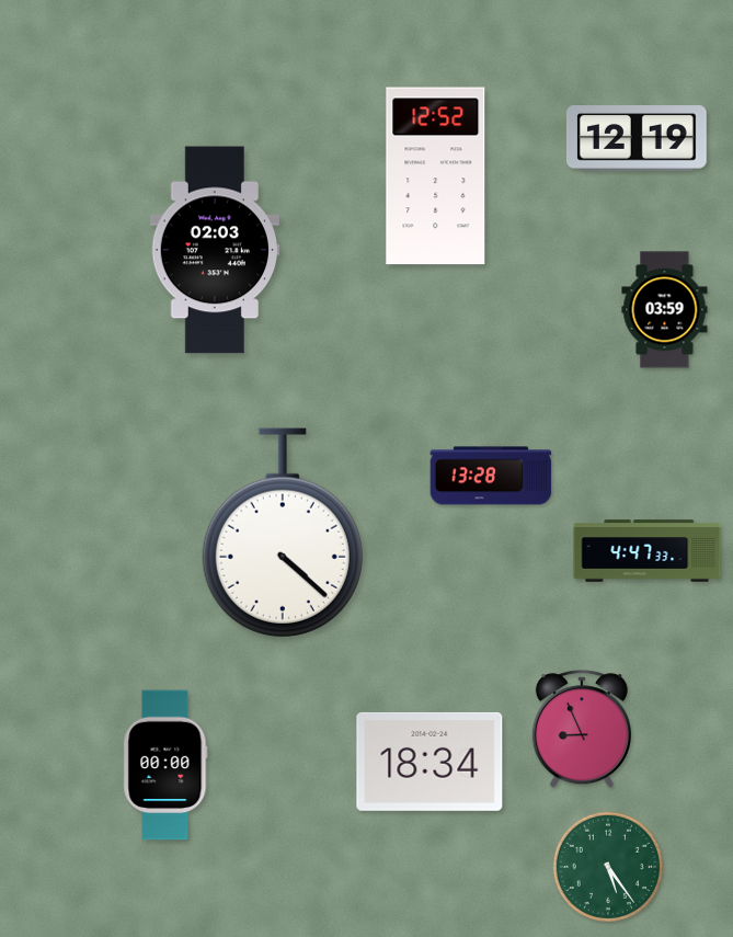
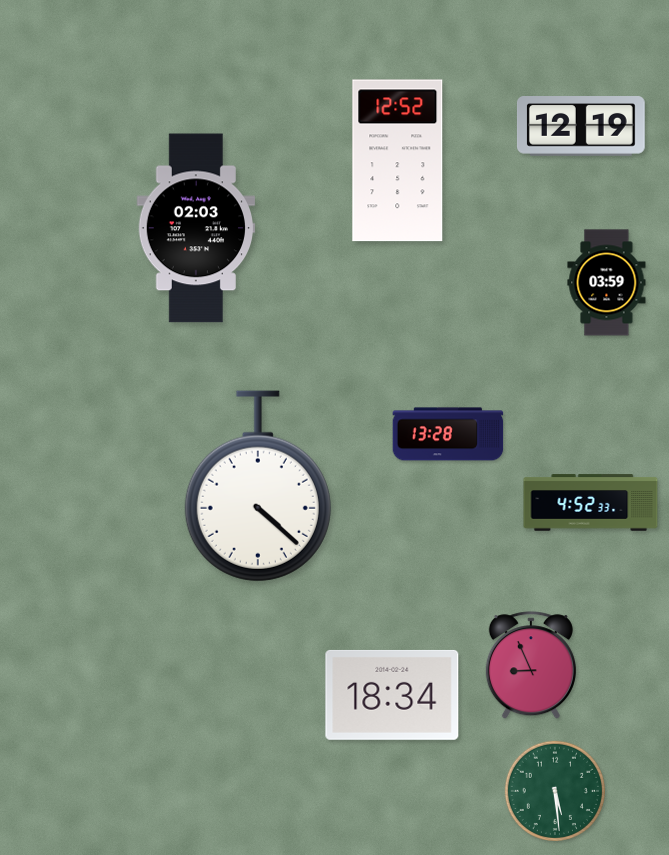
clock at (648, 551): 4:47 -> 4:52
clock at (165, 765): 00:00 -> none
clock at (607, 866): 5:24 -> 5:29
